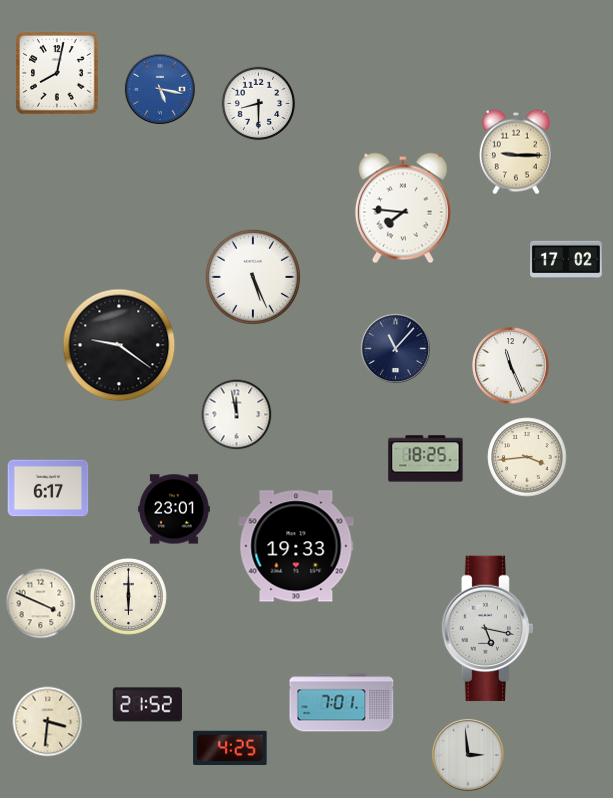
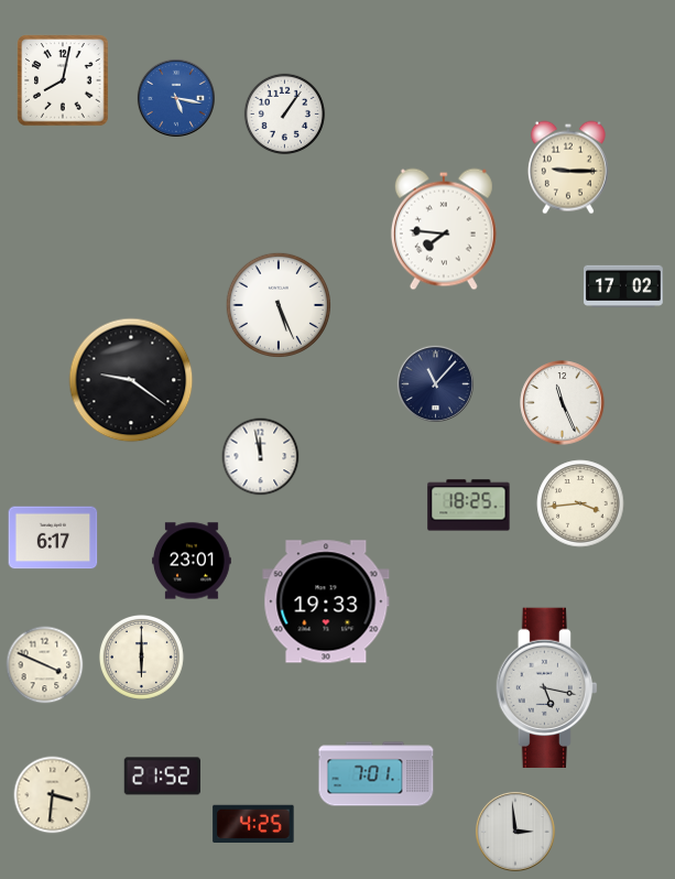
clock at (259, 104): 8:30 -> 1:06
clock at (487, 629) position: (487, 629) -> (546, 688)
